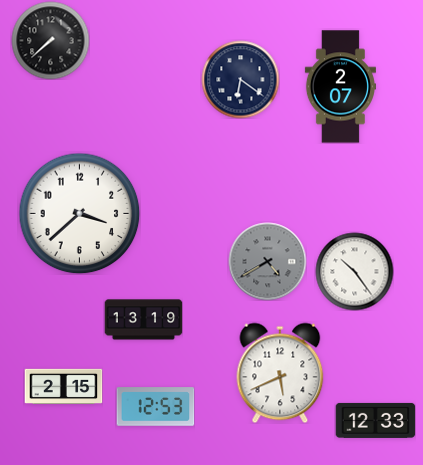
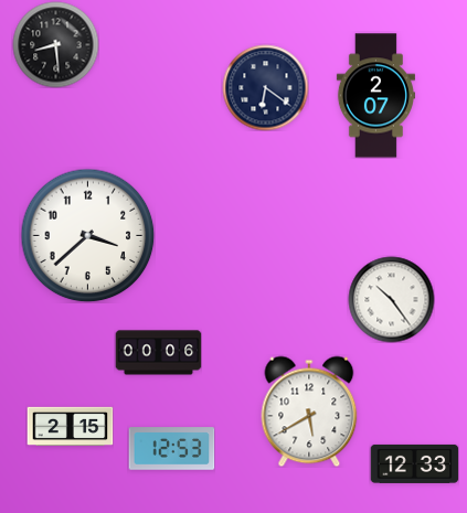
clock at (50, 40): 7:38 -> 8:29
clock at (267, 261): 4:40 -> none
clock at (143, 320): 13:19 -> 00:06
clock at (280, 373): 5:41 -> 5:40
